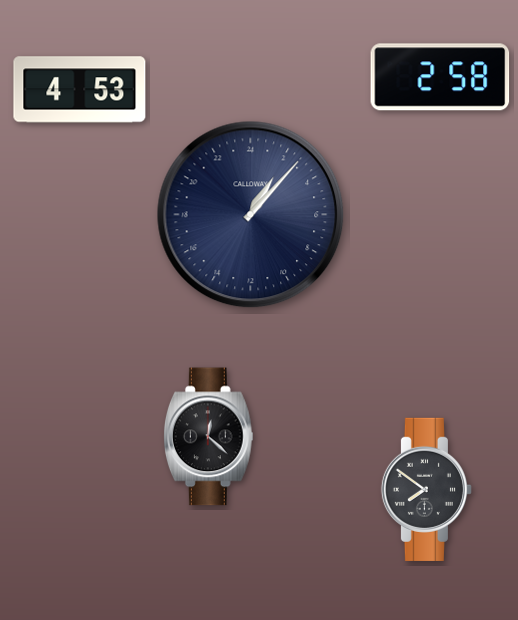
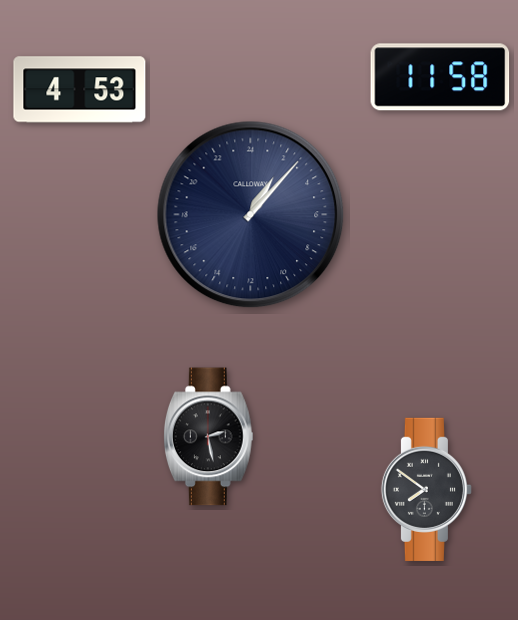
clock at (440, 77): 2:58 -> 11:58
clock at (208, 437): 12:22 -> 2:28
